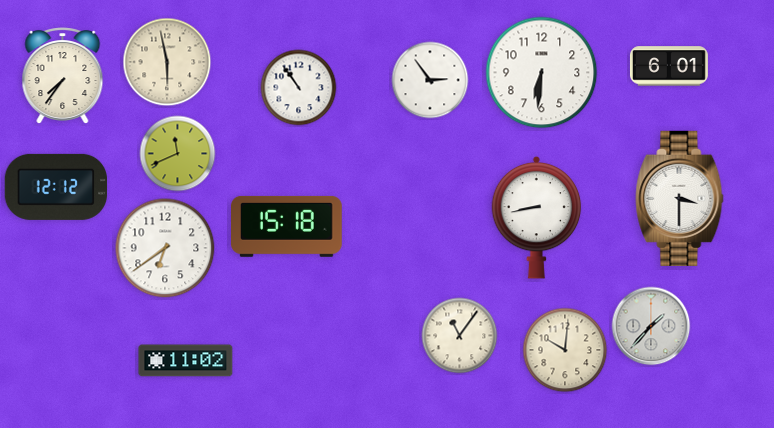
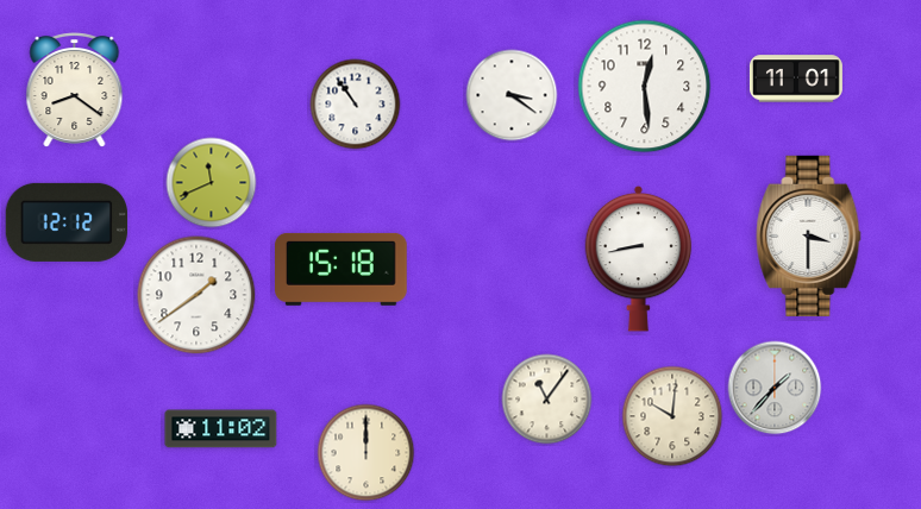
clock at (167, 62): 5:58 -> none
clock at (669, 66): 6:01 -> 11:01
clock at (542, 73): 6:31 -> 12:29
clock at (63, 76): 7:36 -> 8:21
clock at (430, 80): 2:54 -> 3:21
clock at (165, 248): 6:39 -> 1:39
clock at (366, 453): none -> 12:00
